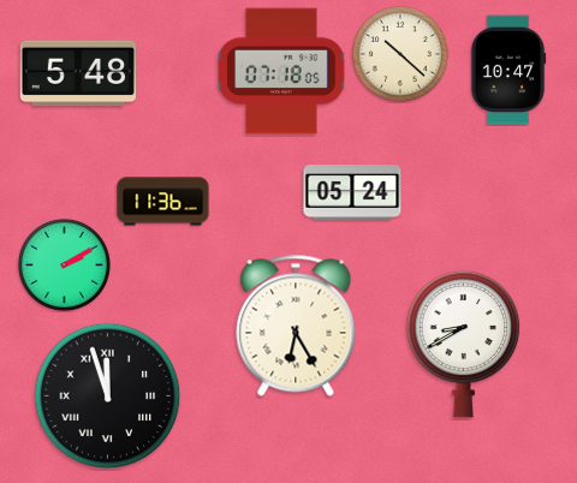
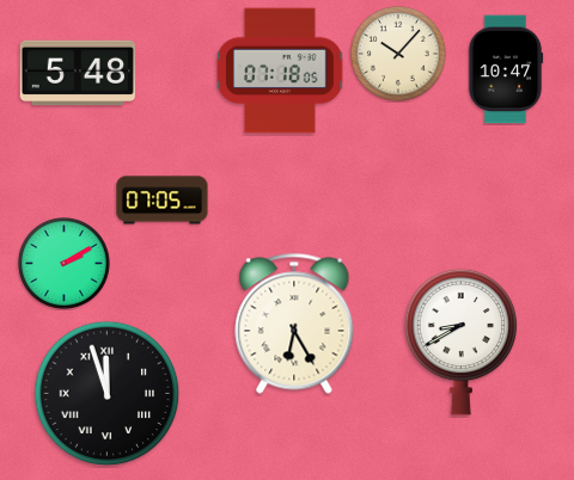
clock at (400, 54): 10:22 -> 10:07
clock at (352, 192): 05:24 -> none
clock at (163, 202): 11:36 -> 07:05
